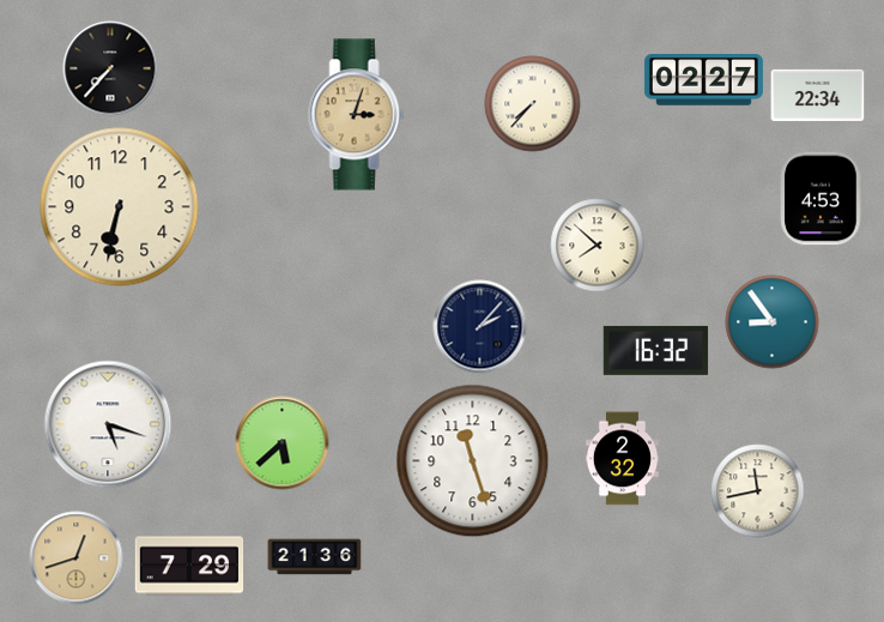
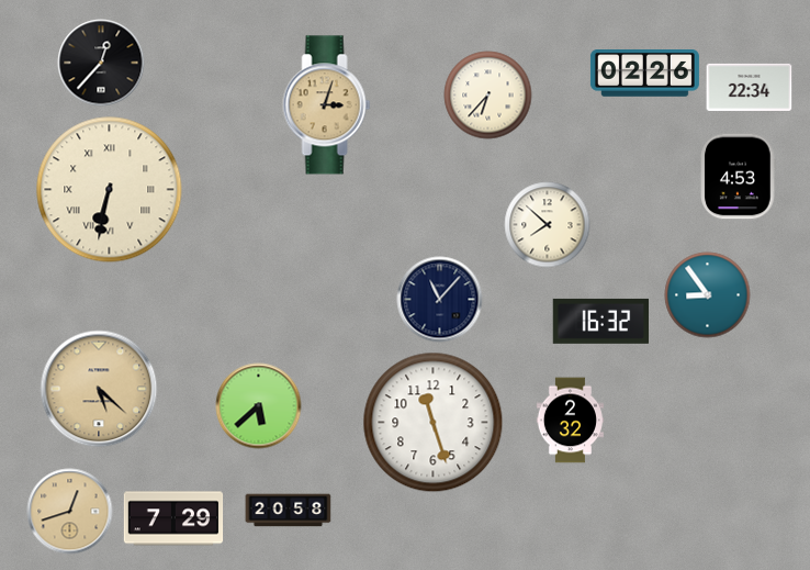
clock at (110, 68): 7:37 -> 12:37
clock at (703, 80): 02:27 -> 02:26
clock at (532, 103): 7:37 -> 6:37
clock at (822, 198) position: (822, 198) -> (739, 176)
clock at (120, 207) numerals: Arabic -> Roman
clock at (479, 326): 2:07 -> 11:07
clock at (108, 424): 5:18 -> 5:22
clock at (108, 424) dial: white -> champagne
clock at (757, 490): 11:43 -> none
clock at (314, 557): 21:36 -> 20:58
